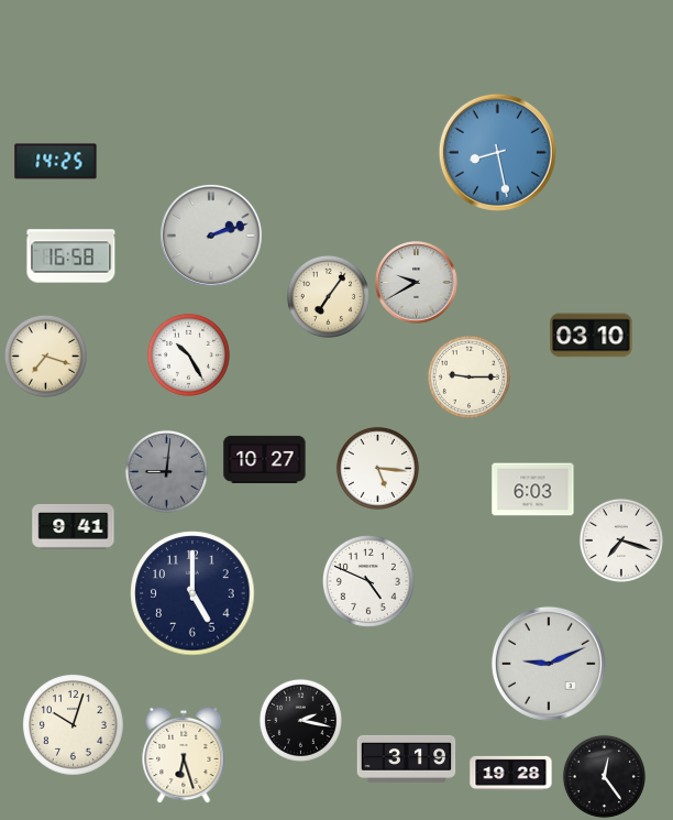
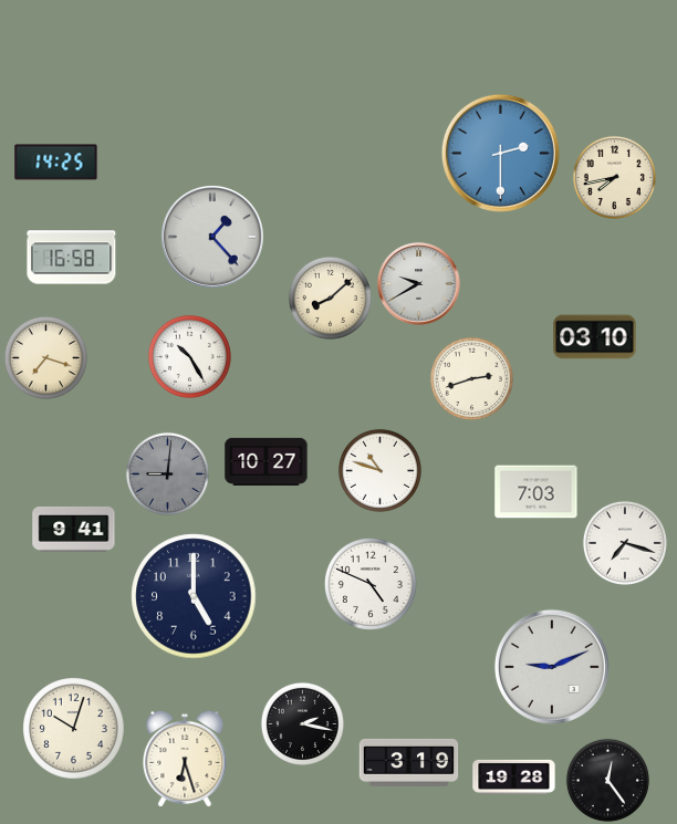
clock at (497, 152): 8:28 -> 2:30
clock at (614, 177): none -> 7:43
clock at (211, 236): 2:12 -> 1:23
clock at (328, 296): 7:06 -> 8:08
clock at (468, 376): 9:15 -> 2:42
clock at (377, 468): 5:16 -> 10:48
clock at (533, 490): 6:03 -> 7:03
